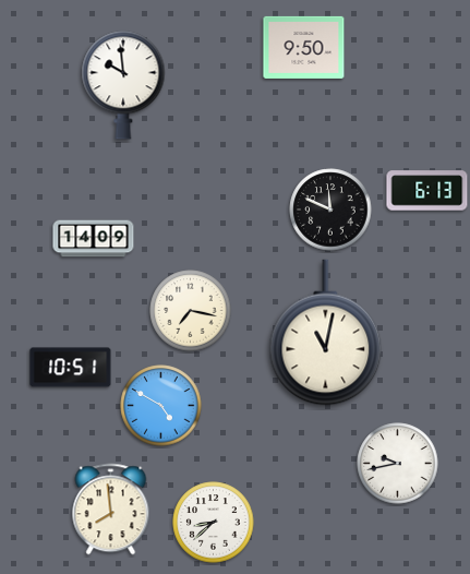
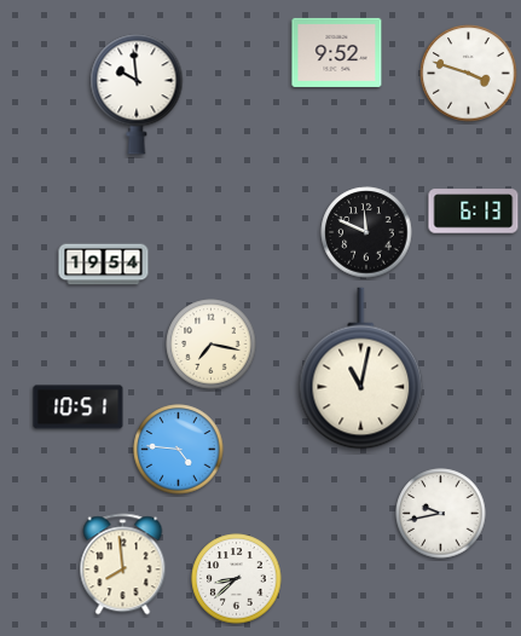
clock at (304, 47): 9:50 -> 9:52
clock at (469, 74): none -> 3:48
clock at (94, 239): 14:09 -> 19:54
clock at (161, 406): 4:50 -> 4:46
